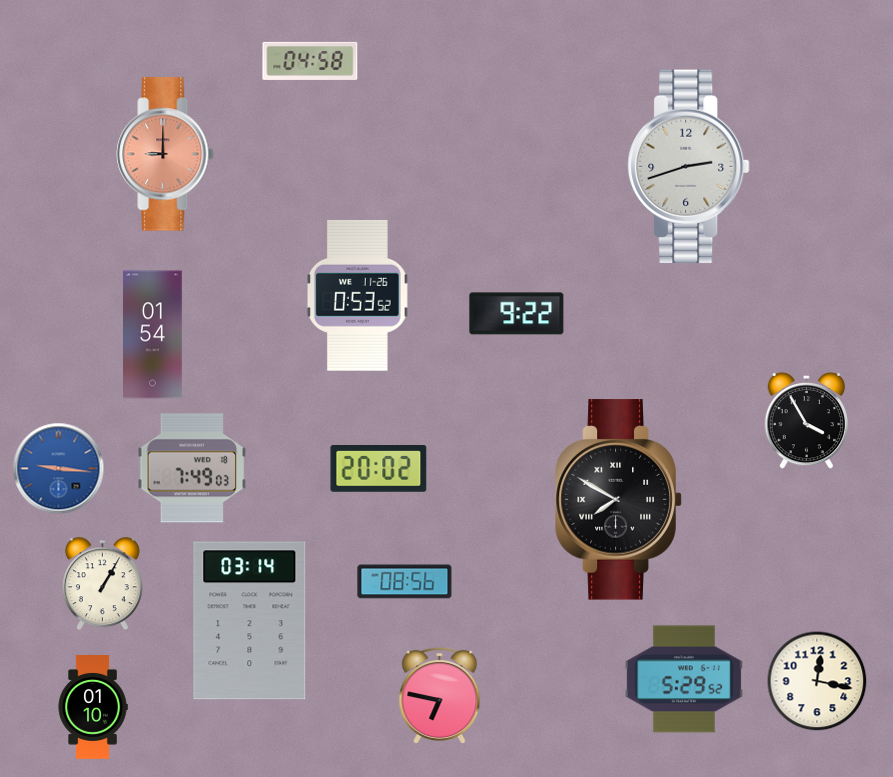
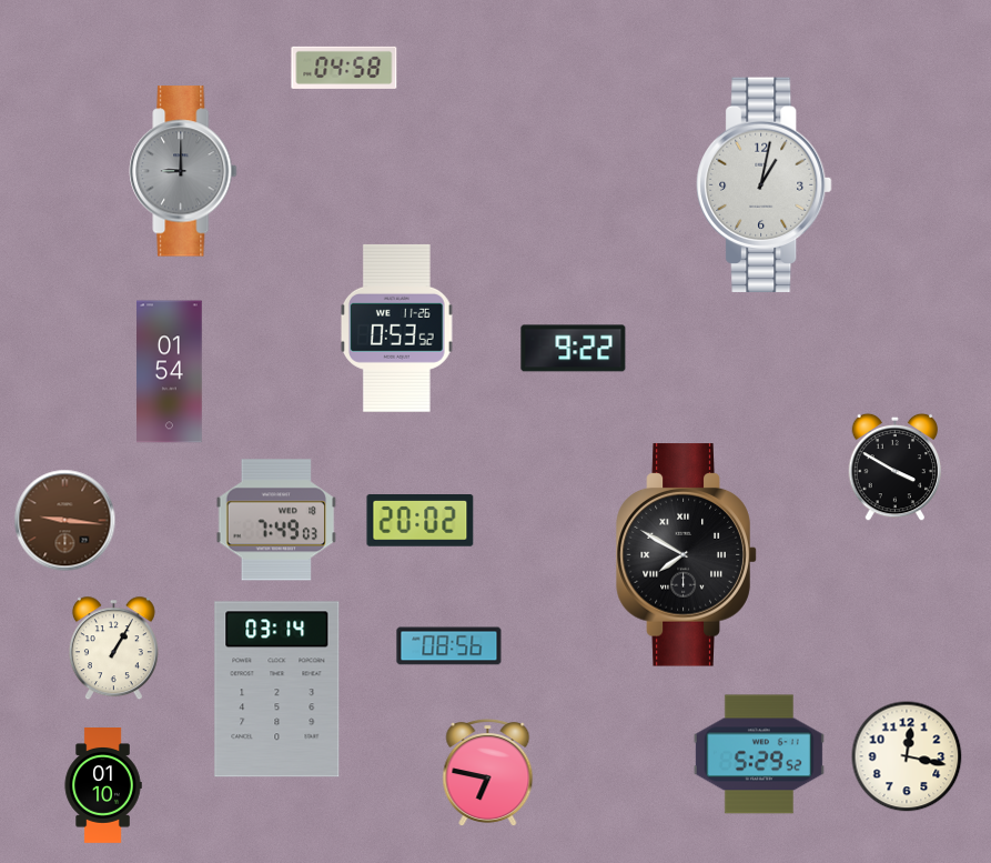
clock at (165, 154) dial: salmon -> grey
clock at (689, 167): 2:42 -> 1:02
clock at (807, 421): 3:55 -> 3:50
clock at (192, 468) position: (192, 468) -> (276, 520)
clock at (59, 469) dial: blue -> brown
